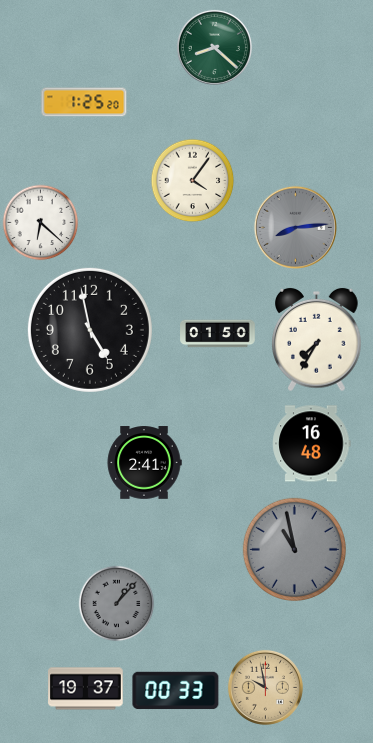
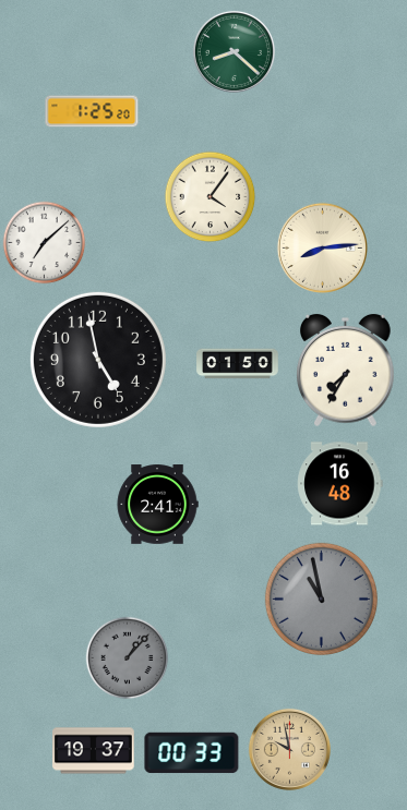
clock at (41, 223): 6:22 -> 7:08
clock at (295, 227) dial: grey -> cream
